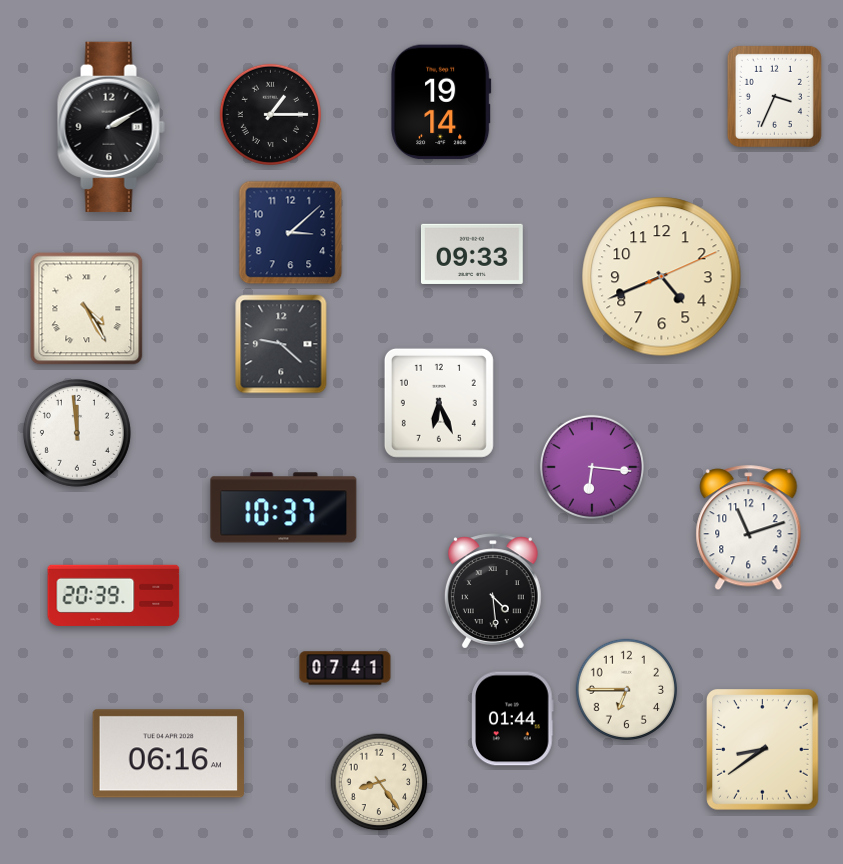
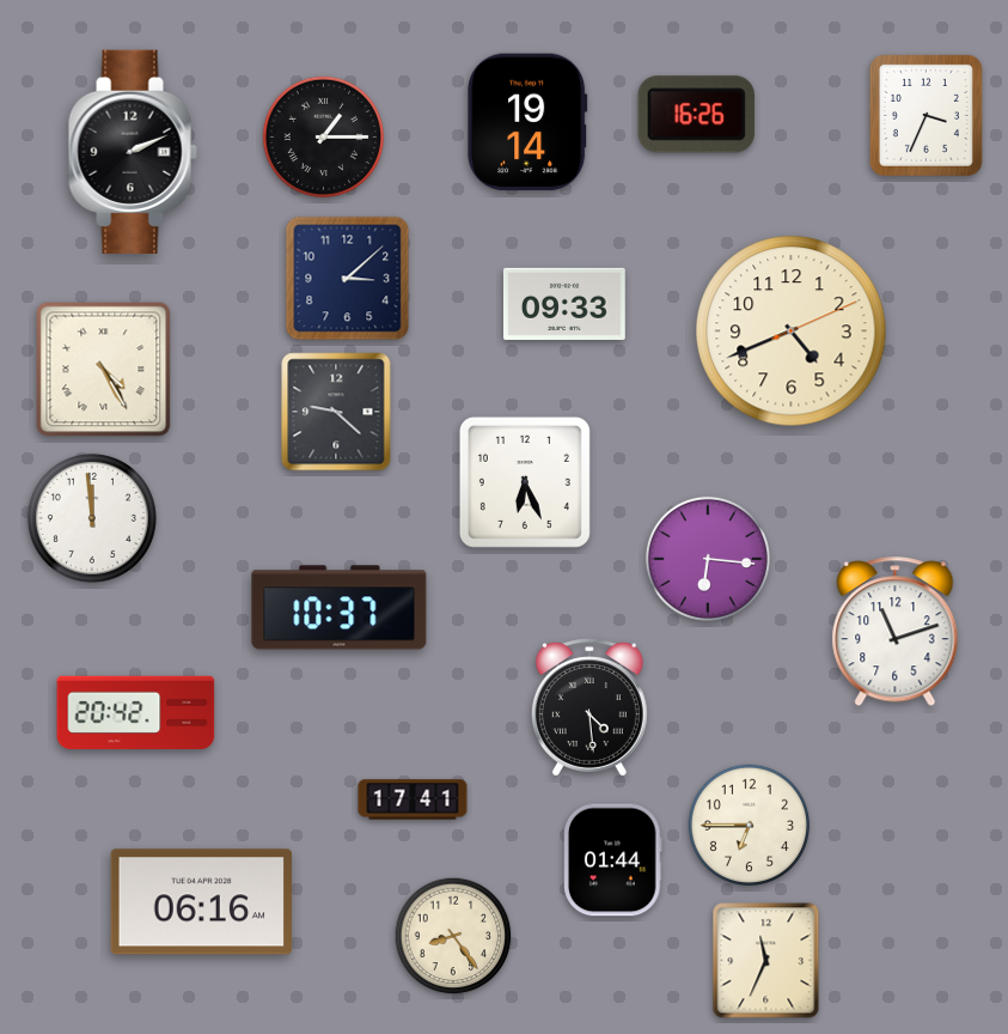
clock at (696, 115): none -> 16:26
clock at (111, 127): 2:10 -> 2:11
clock at (114, 595): 20:39 -> 20:42
clock at (345, 668): 07:41 -> 17:41
clock at (763, 750): 8:39 -> none
clock at (766, 961): none -> 11:34
